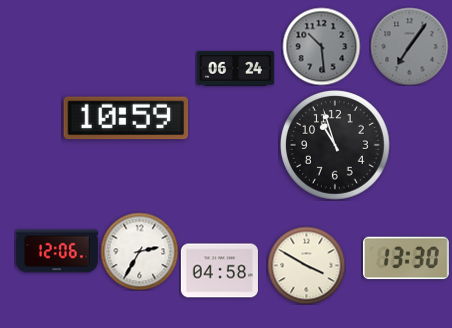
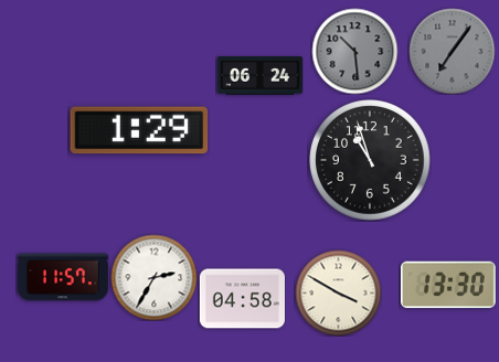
clock at (126, 118): 10:59 -> 1:29
clock at (57, 251): 12:06 -> 11:57
